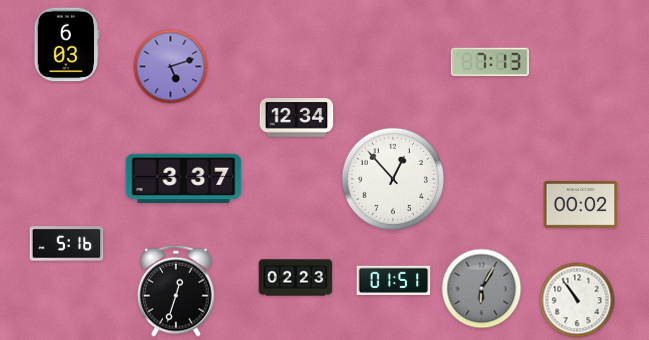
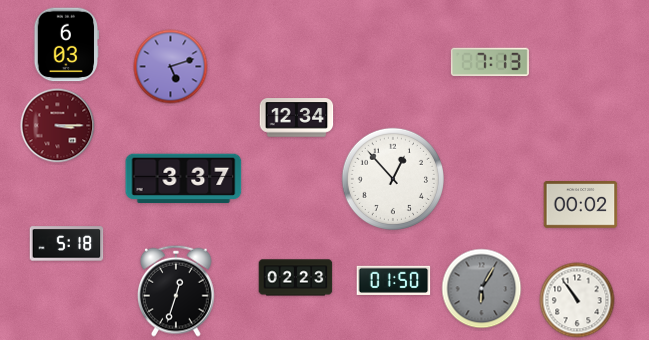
clock at (58, 126): none -> 3:15
clock at (67, 244): 5:16 -> 5:18
clock at (394, 280): 01:51 -> 01:50
